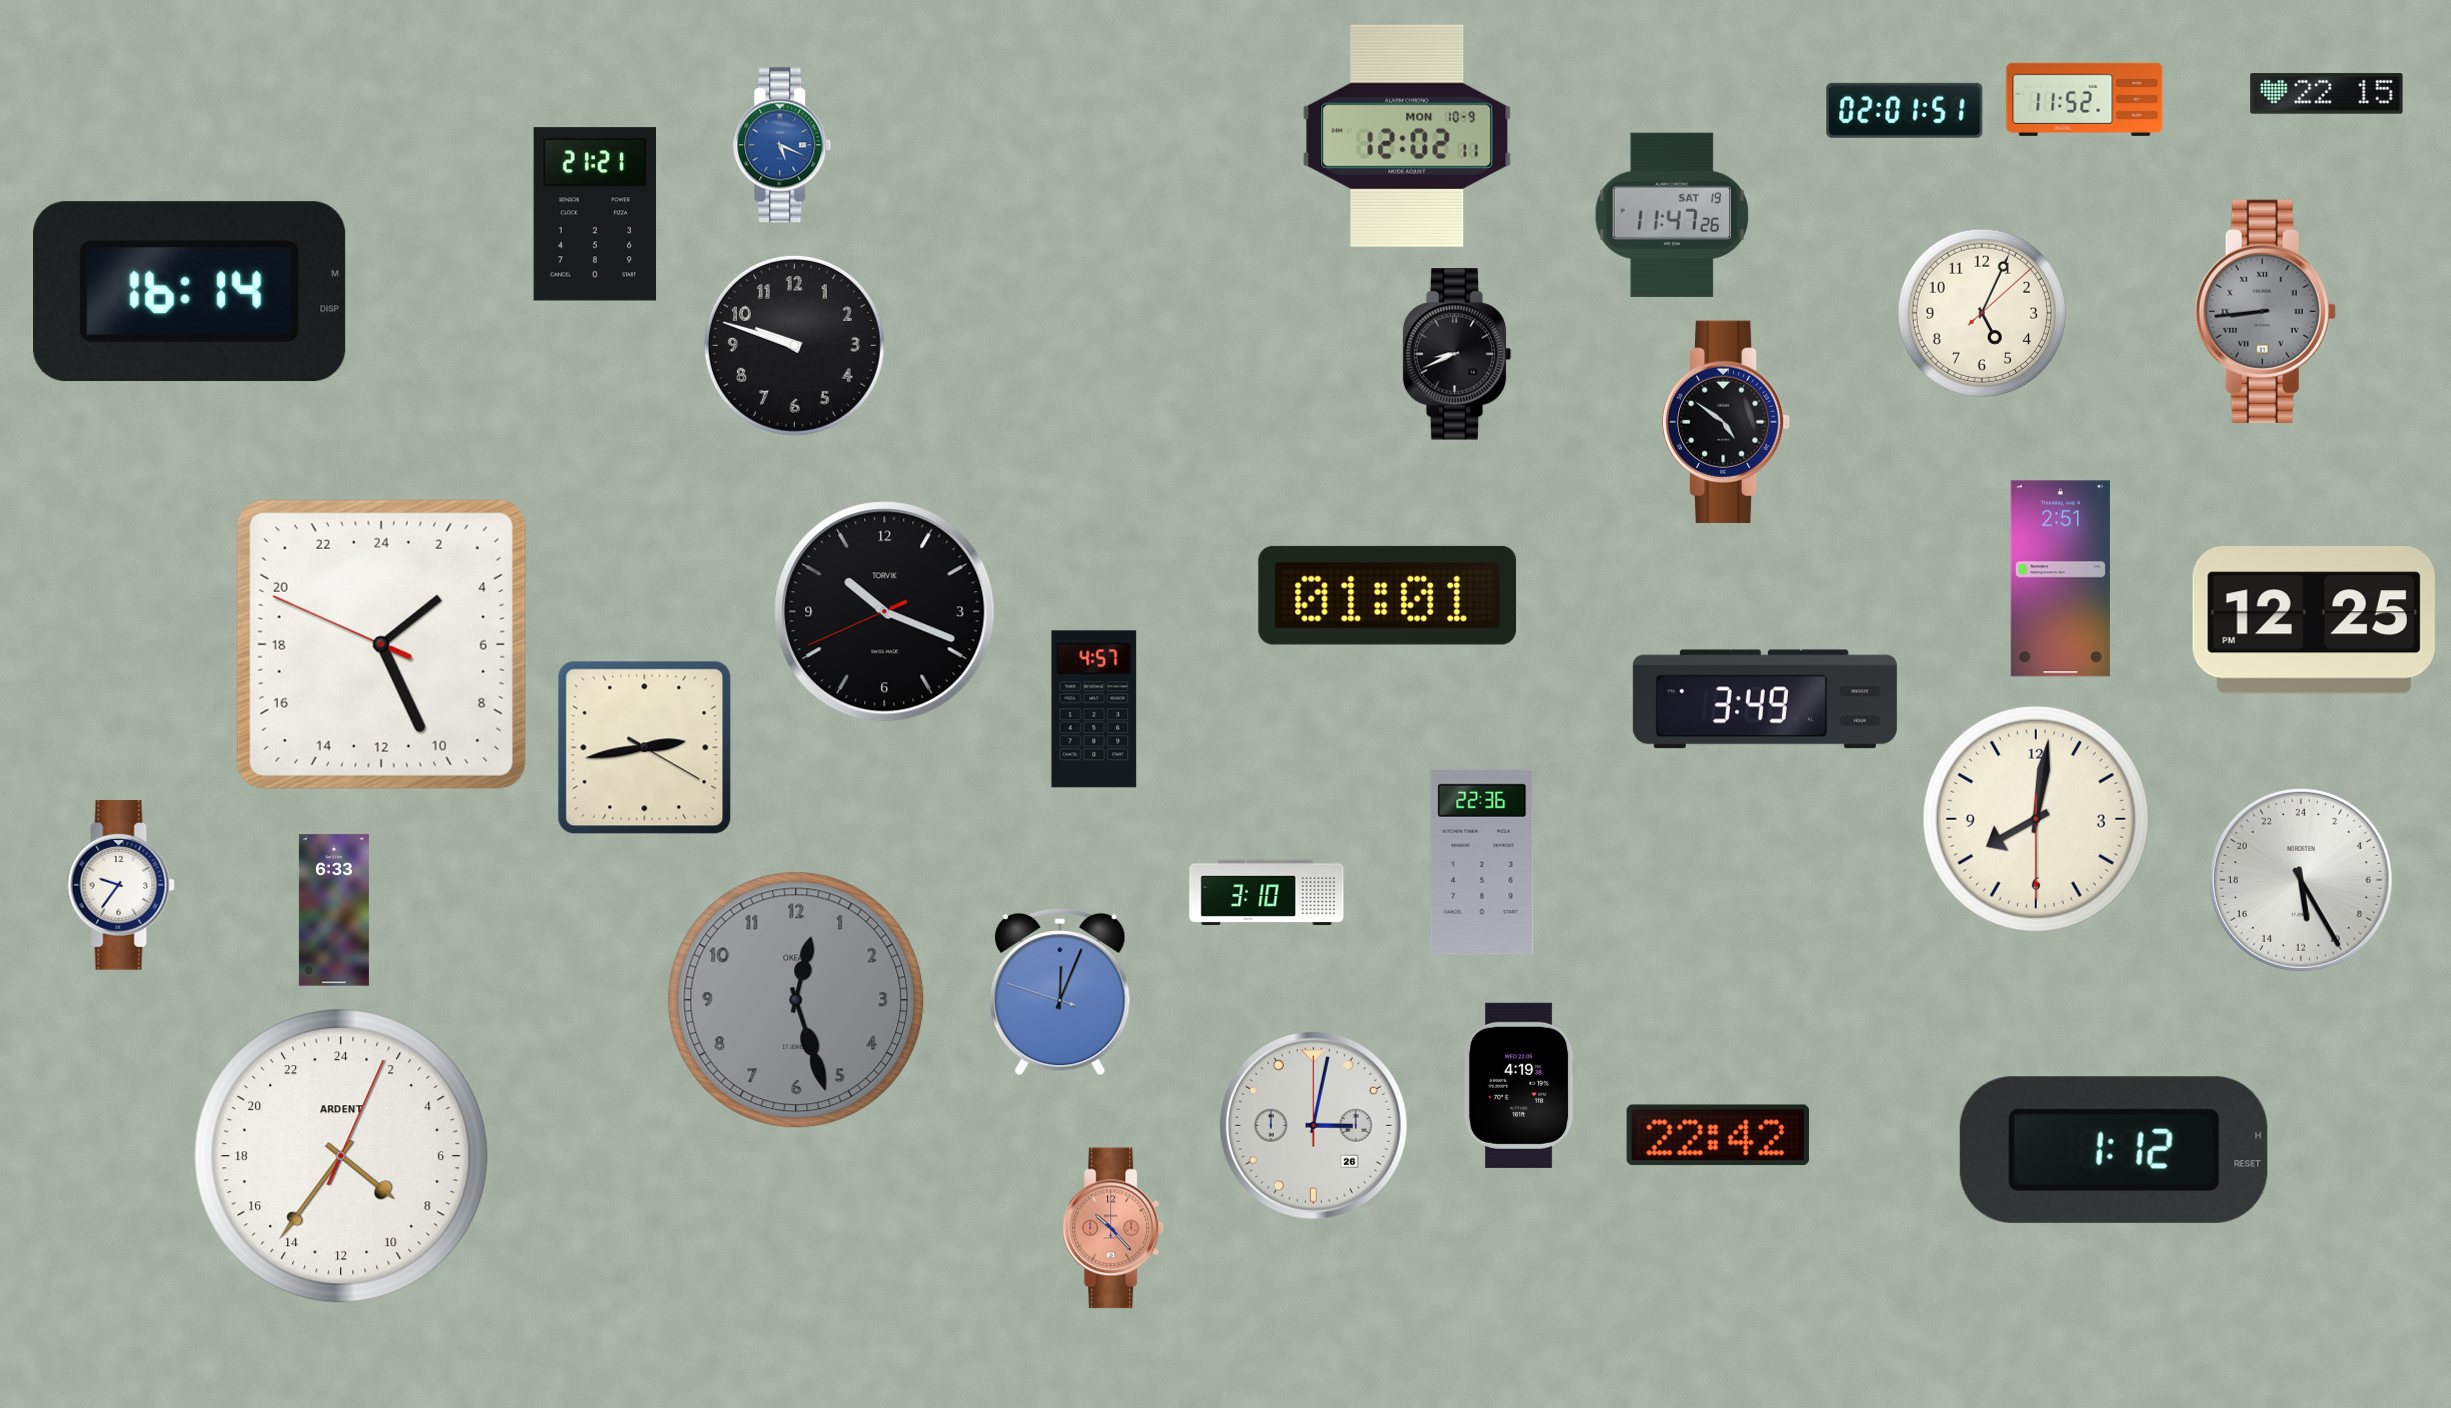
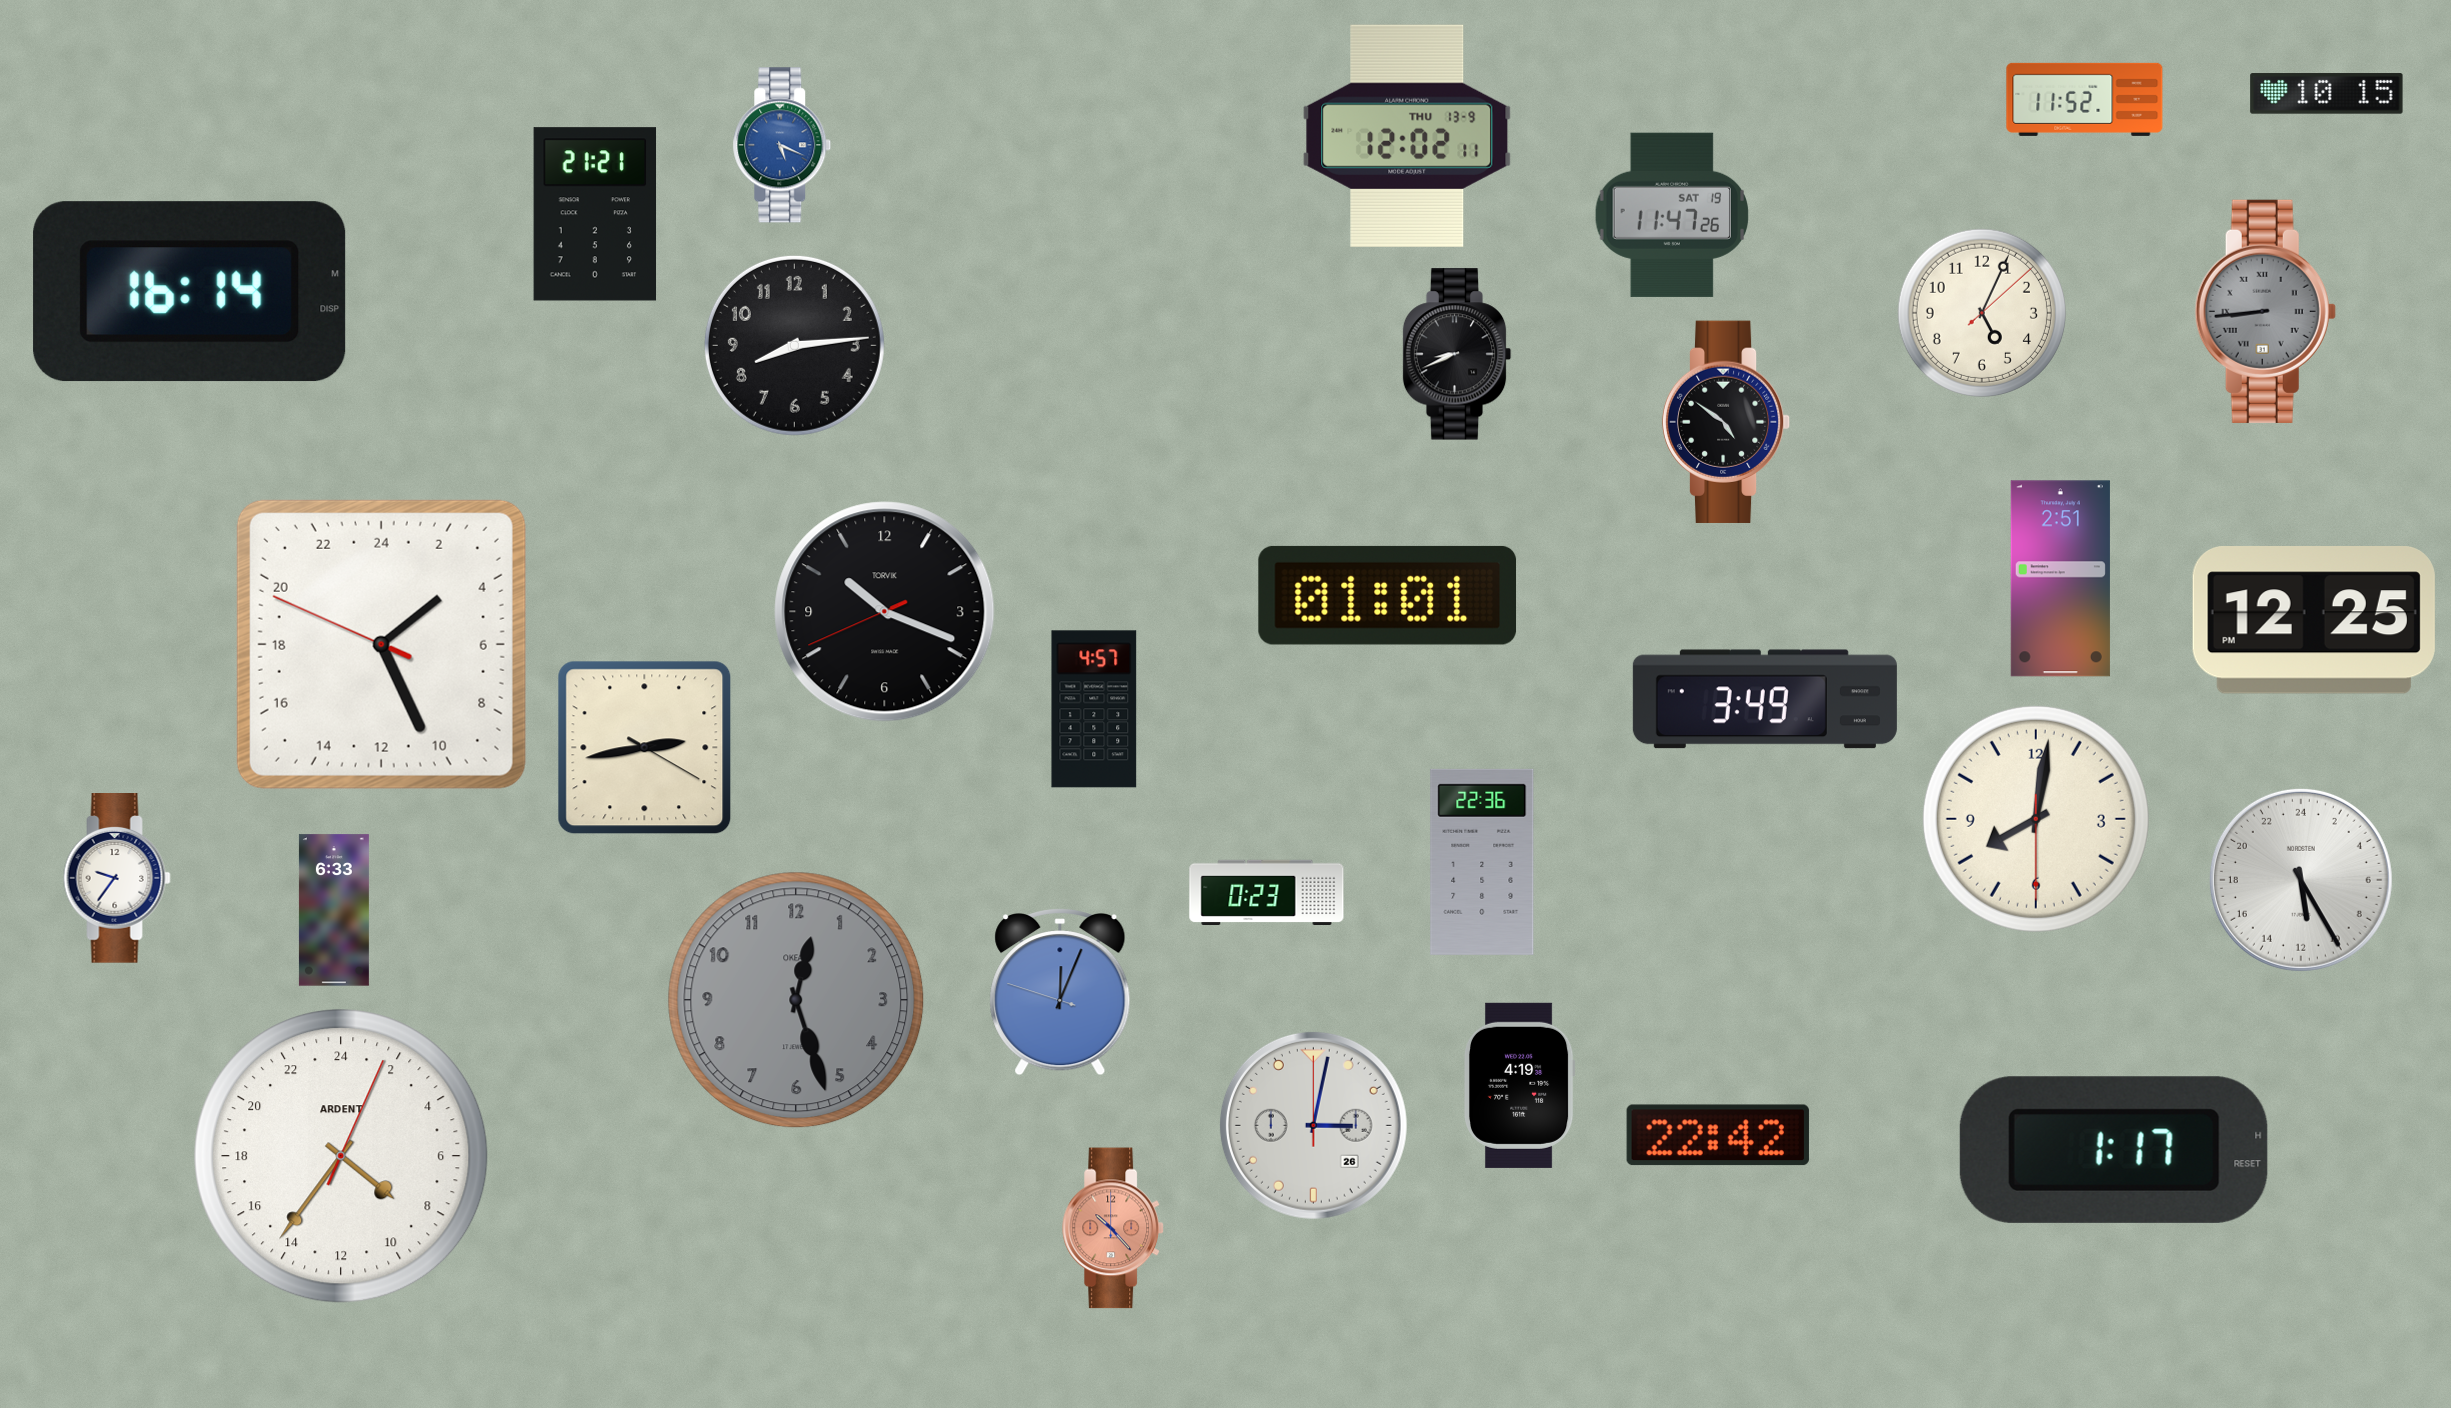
clock at (2327, 94): 22:15 -> 10:15
clock at (1905, 110): 02:01 -> none
clock at (1407, 136) date: MON 10-9 -> THU 13-9
clock at (794, 345): 9:48 -> 8:14
clock at (121, 886) position: (121, 886) -> (117, 879)
clock at (1267, 892): 3:10 -> 0:23
clock at (2114, 1150): 1:12 -> 1:17
